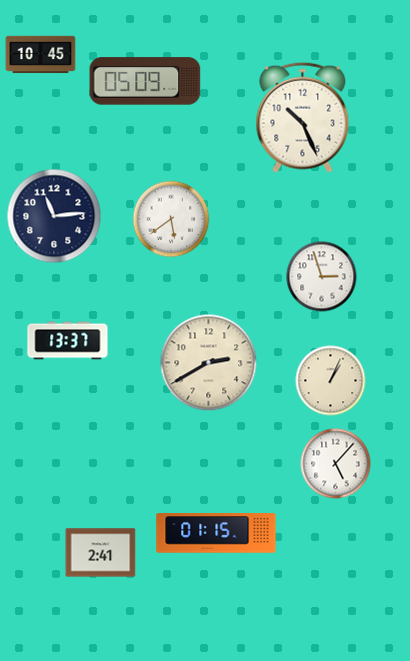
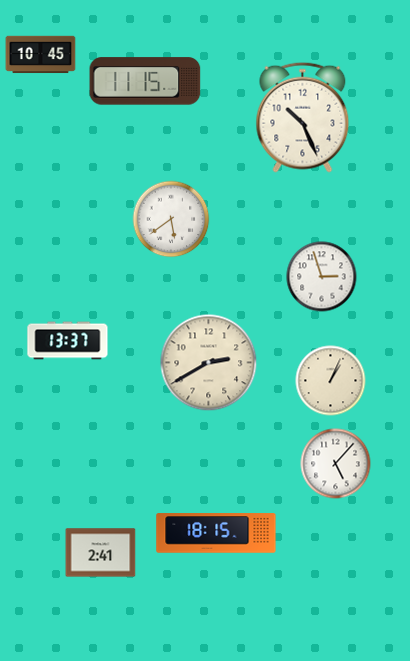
clock at (145, 81): 05:09 -> 11:15
clock at (54, 216): 11:14 -> none
clock at (216, 533): 01:15 -> 18:15
